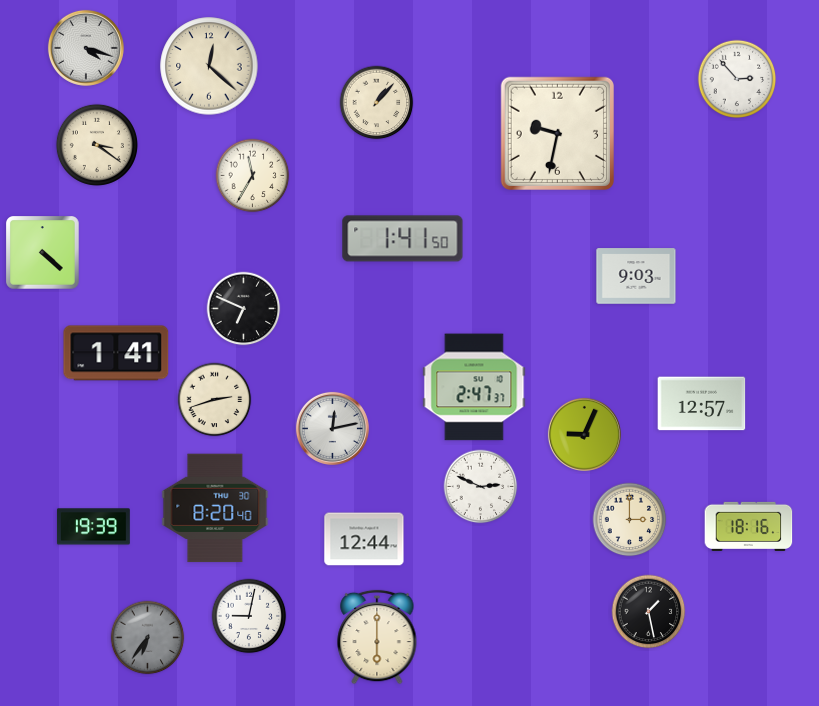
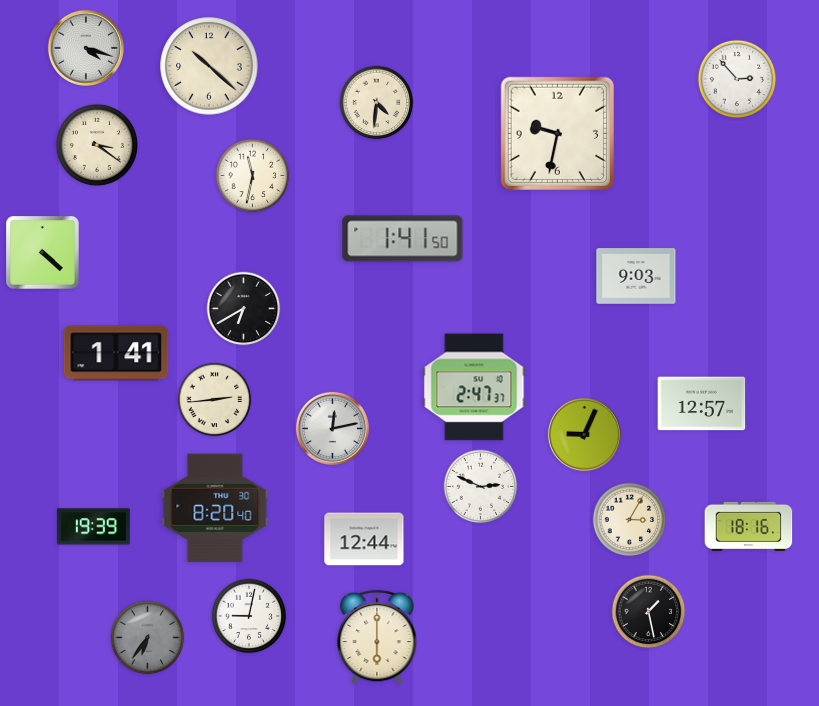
clock at (209, 66): 12:22 -> 10:22
clock at (377, 103): 1:07 -> 4:31
clock at (253, 176): 11:35 -> 11:32
clock at (244, 309): 6:49 -> 6:40
clock at (215, 400): 2:42 -> 2:44
clock at (630, 520): 3:00 -> 3:05
